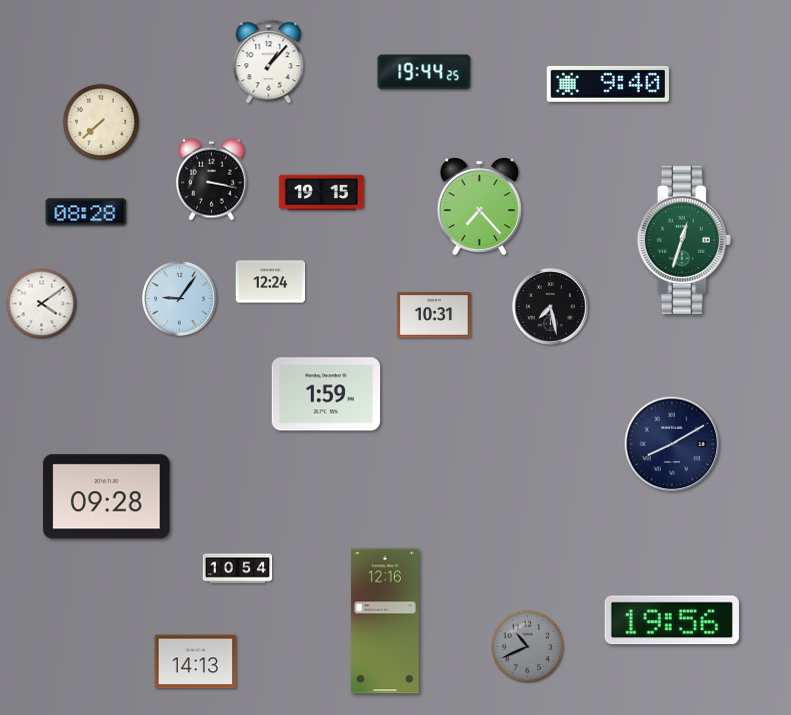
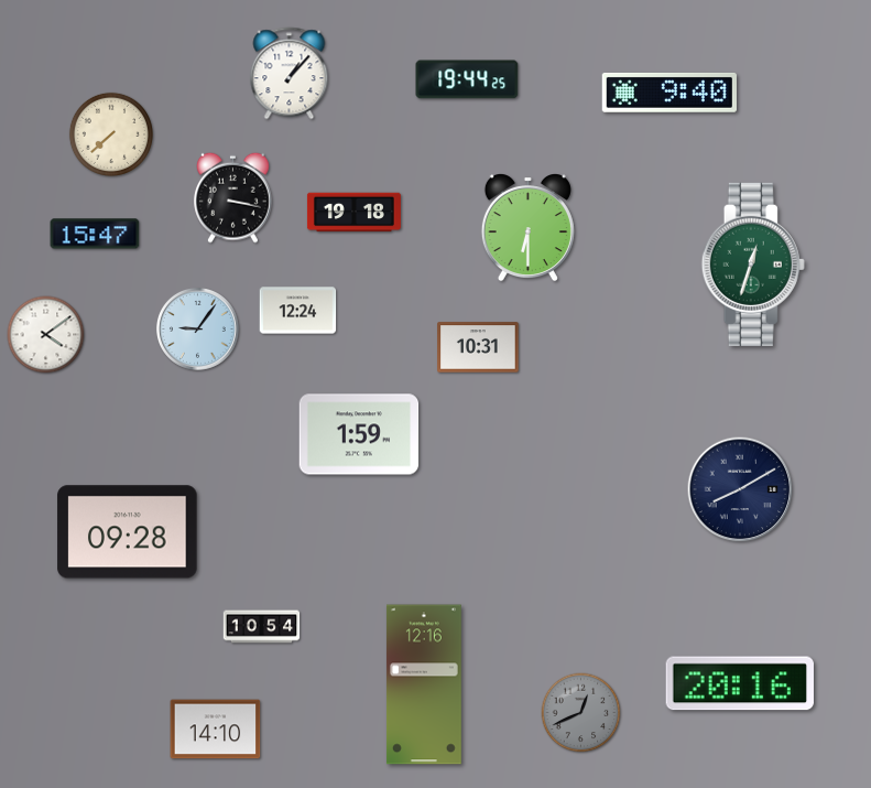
clock at (269, 62) position: (269, 62) -> (290, 74)
clock at (321, 193): 19:15 -> 19:18
clock at (479, 207): 7:23 -> 6:30
clock at (86, 212): 08:28 -> 15:47
clock at (551, 307): 7:28 -> none
clock at (107, 497) position: (107, 497) -> (128, 532)
clock at (671, 620): 19:56 -> 20:16
clock at (528, 647): 10:41 -> 12:41
clock at (196, 662): 14:13 -> 14:10
